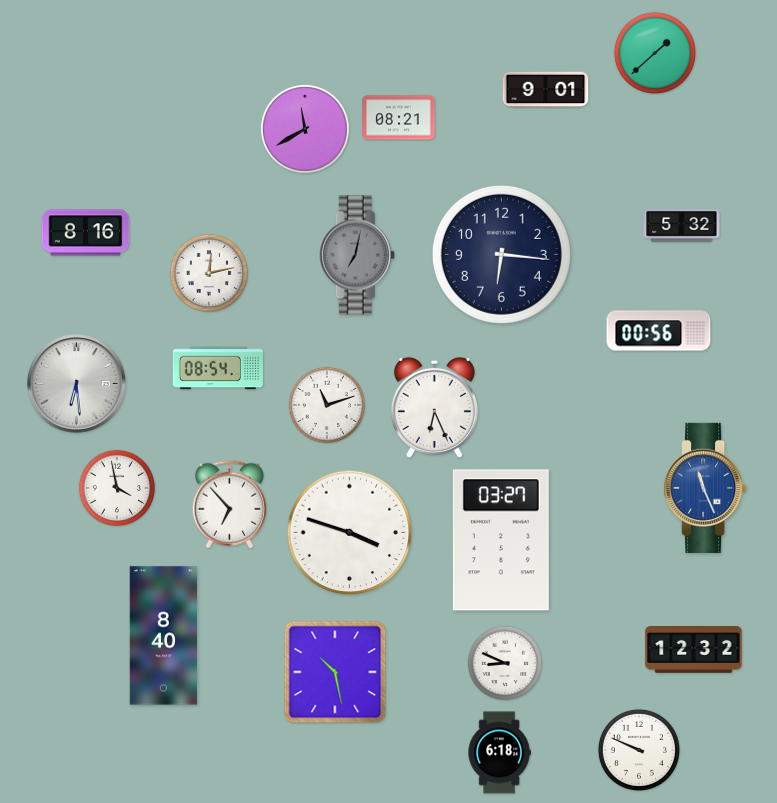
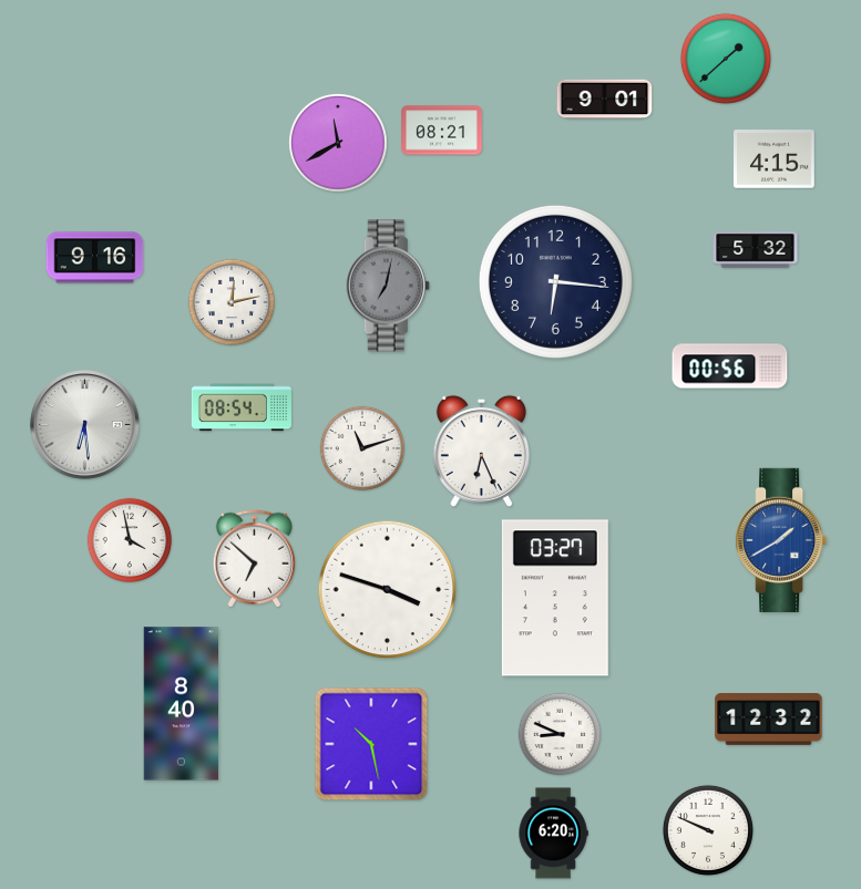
clock at (775, 159): none -> 4:15
clock at (86, 233): 8:16 -> 9:16
clock at (357, 255) position: (357, 255) -> (388, 286)
clock at (705, 488): 11:26 -> 1:40
clock at (229, 505): 6:53 -> 6:52
clock at (499, 753): 6:18 -> 6:20
